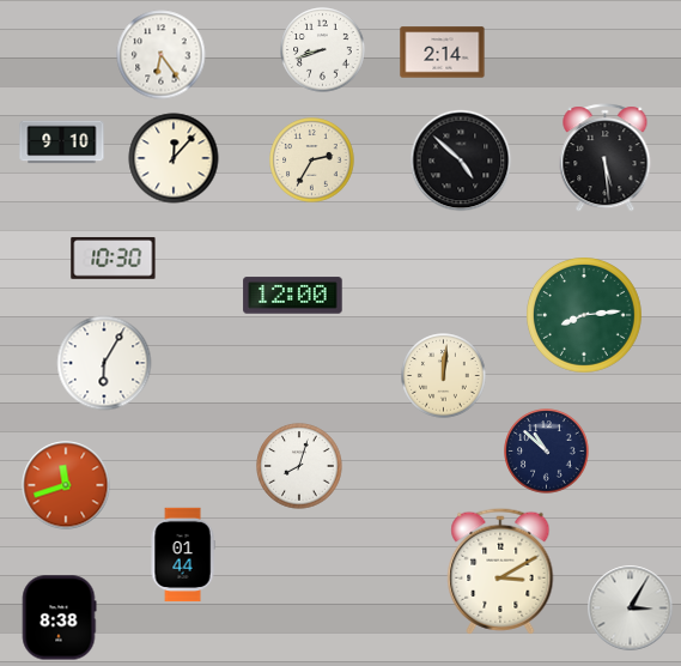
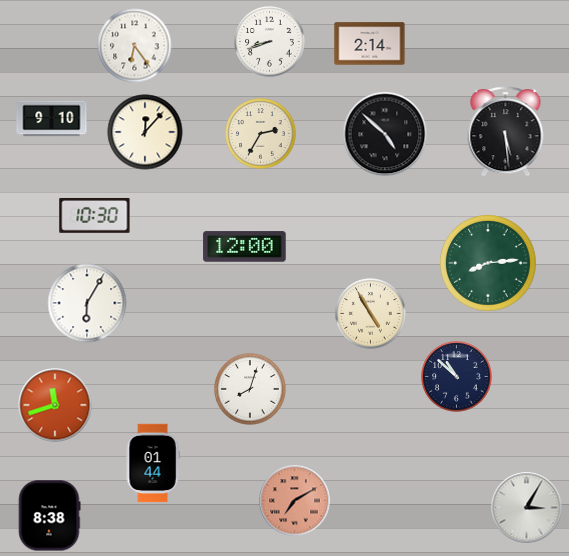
clock at (444, 376): 12:01 -> 4:55
clock at (500, 571): 3:10 -> none
clock at (295, 501): none -> 7:10
